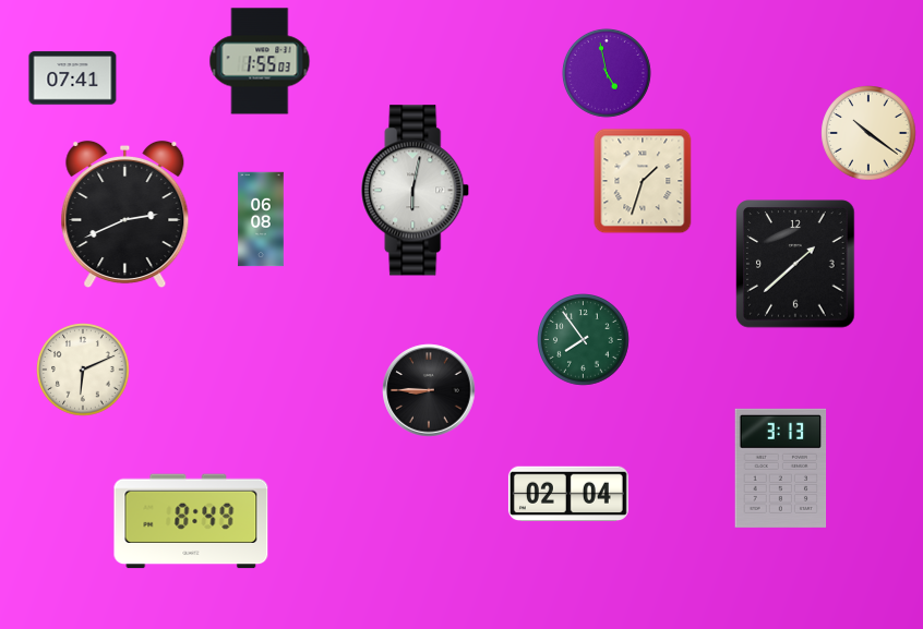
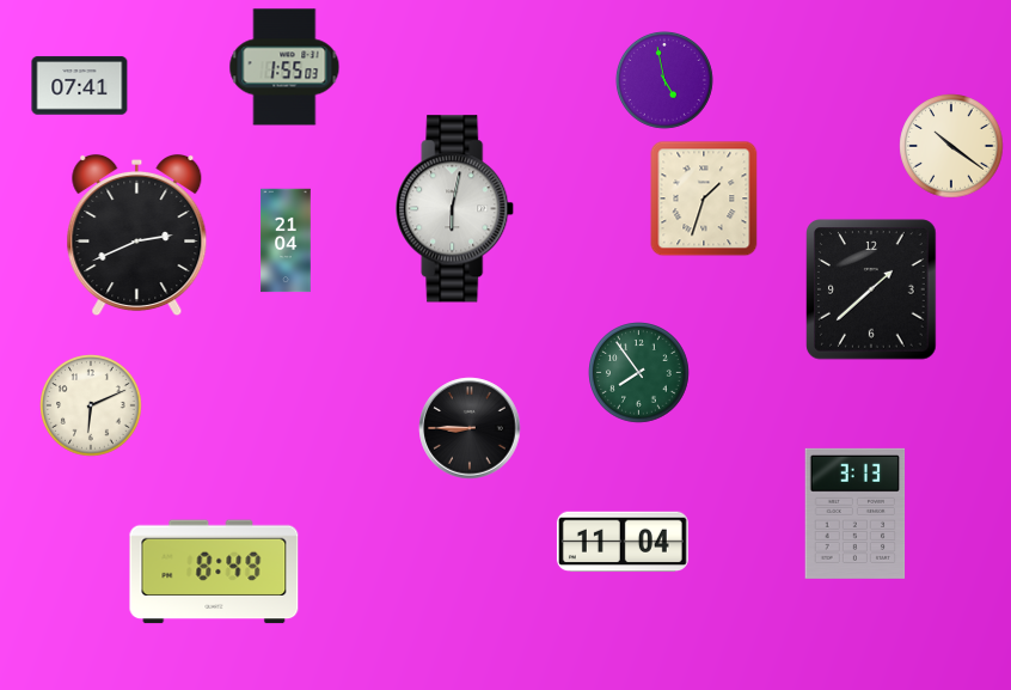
clock at (261, 219): 06:08 -> 21:04
clock at (568, 494): 02:04 -> 11:04
clock at (191, 521) position: (191, 521) -> (214, 572)
